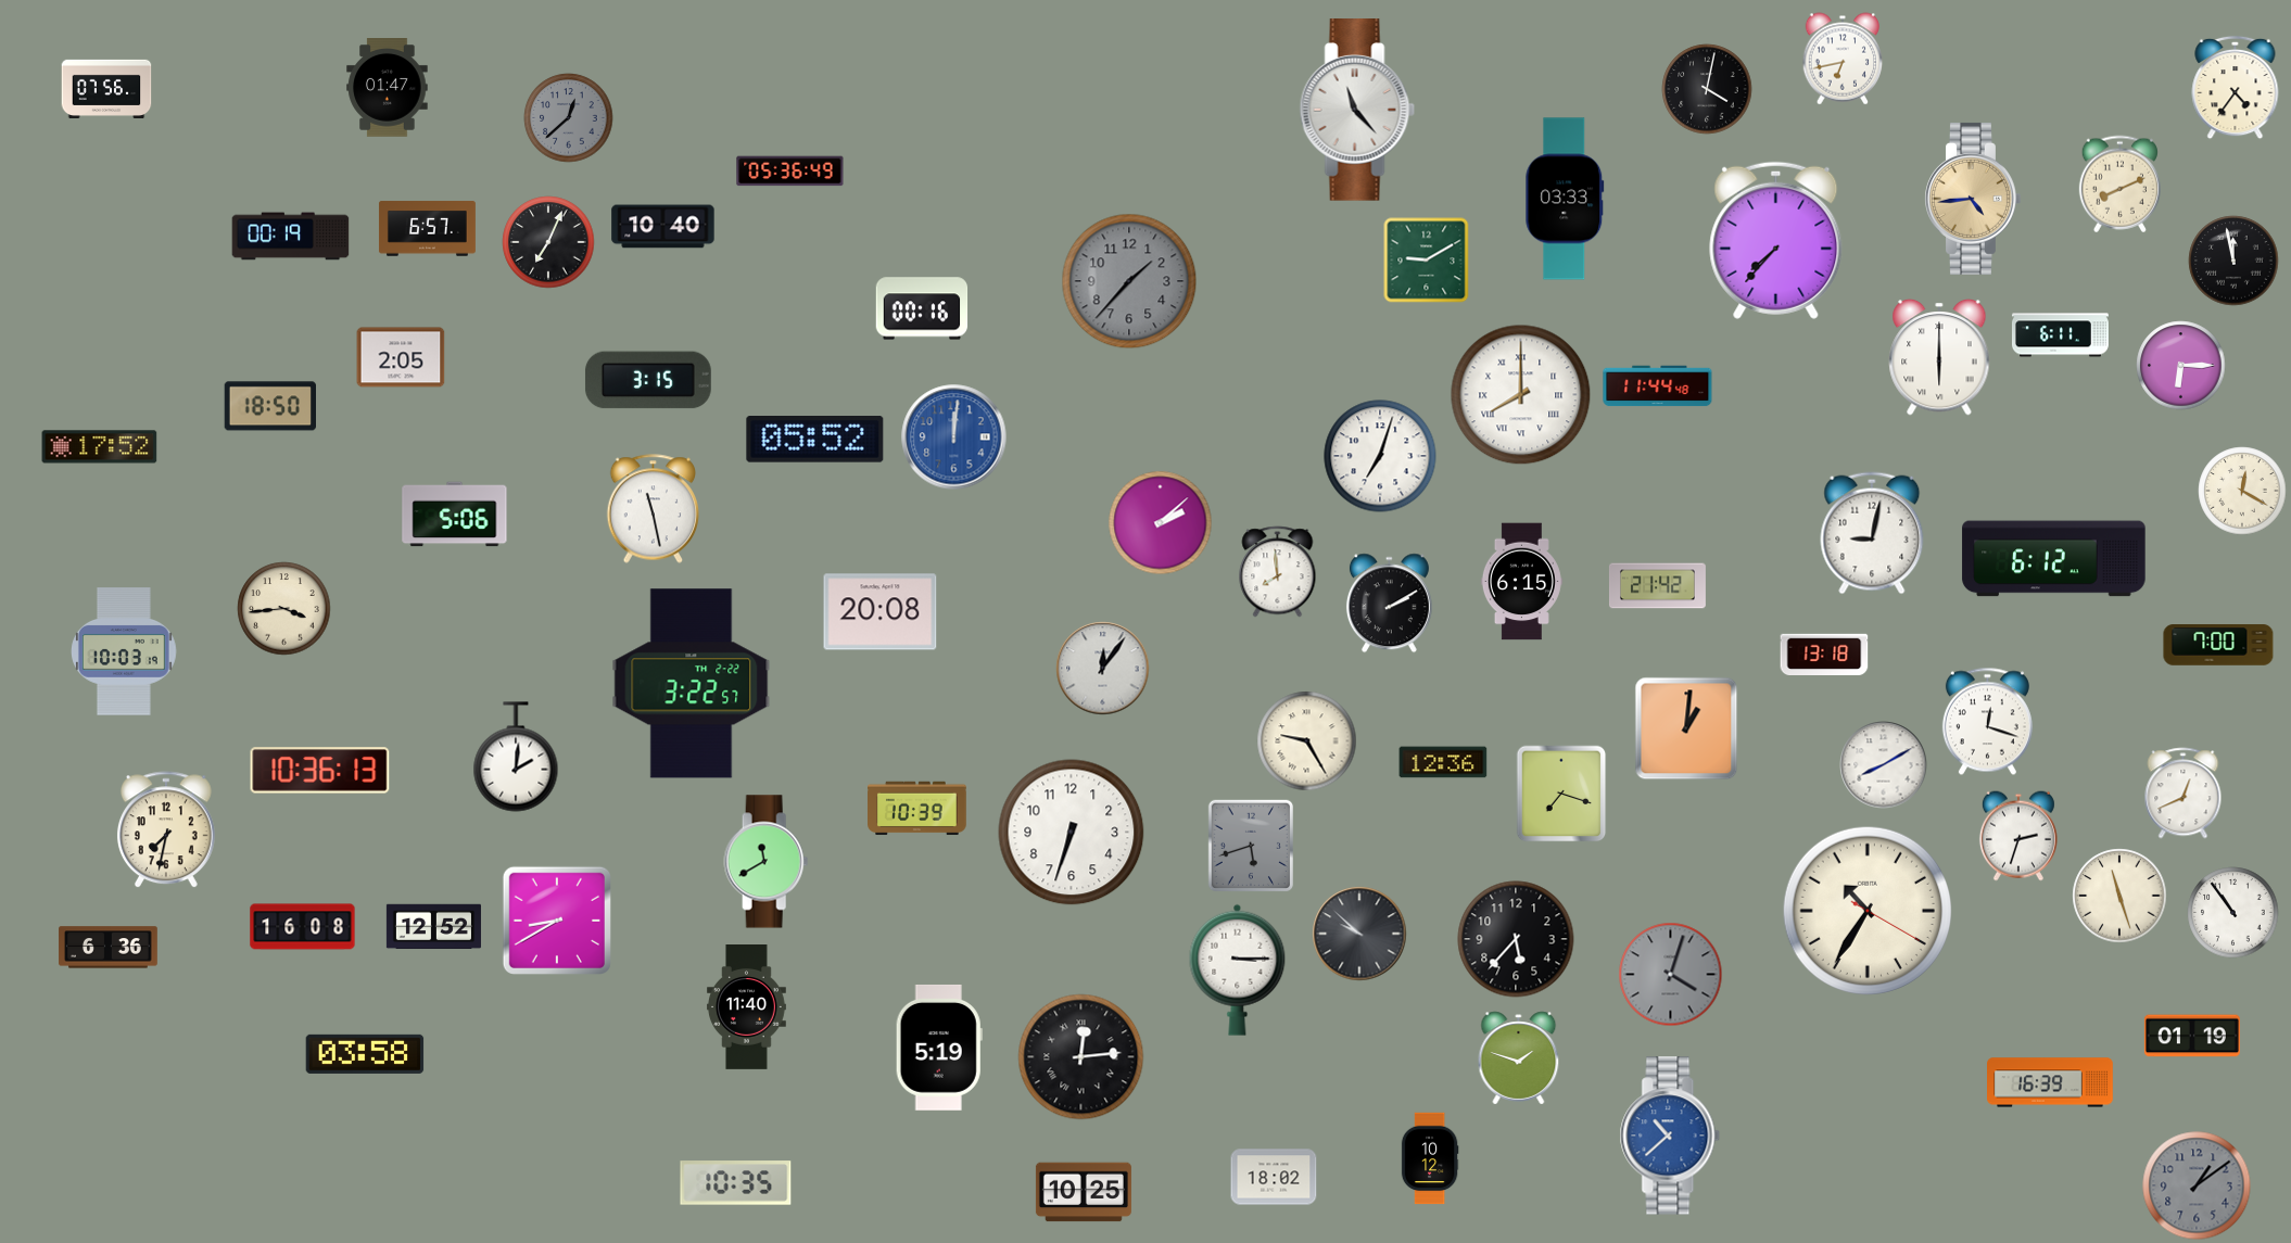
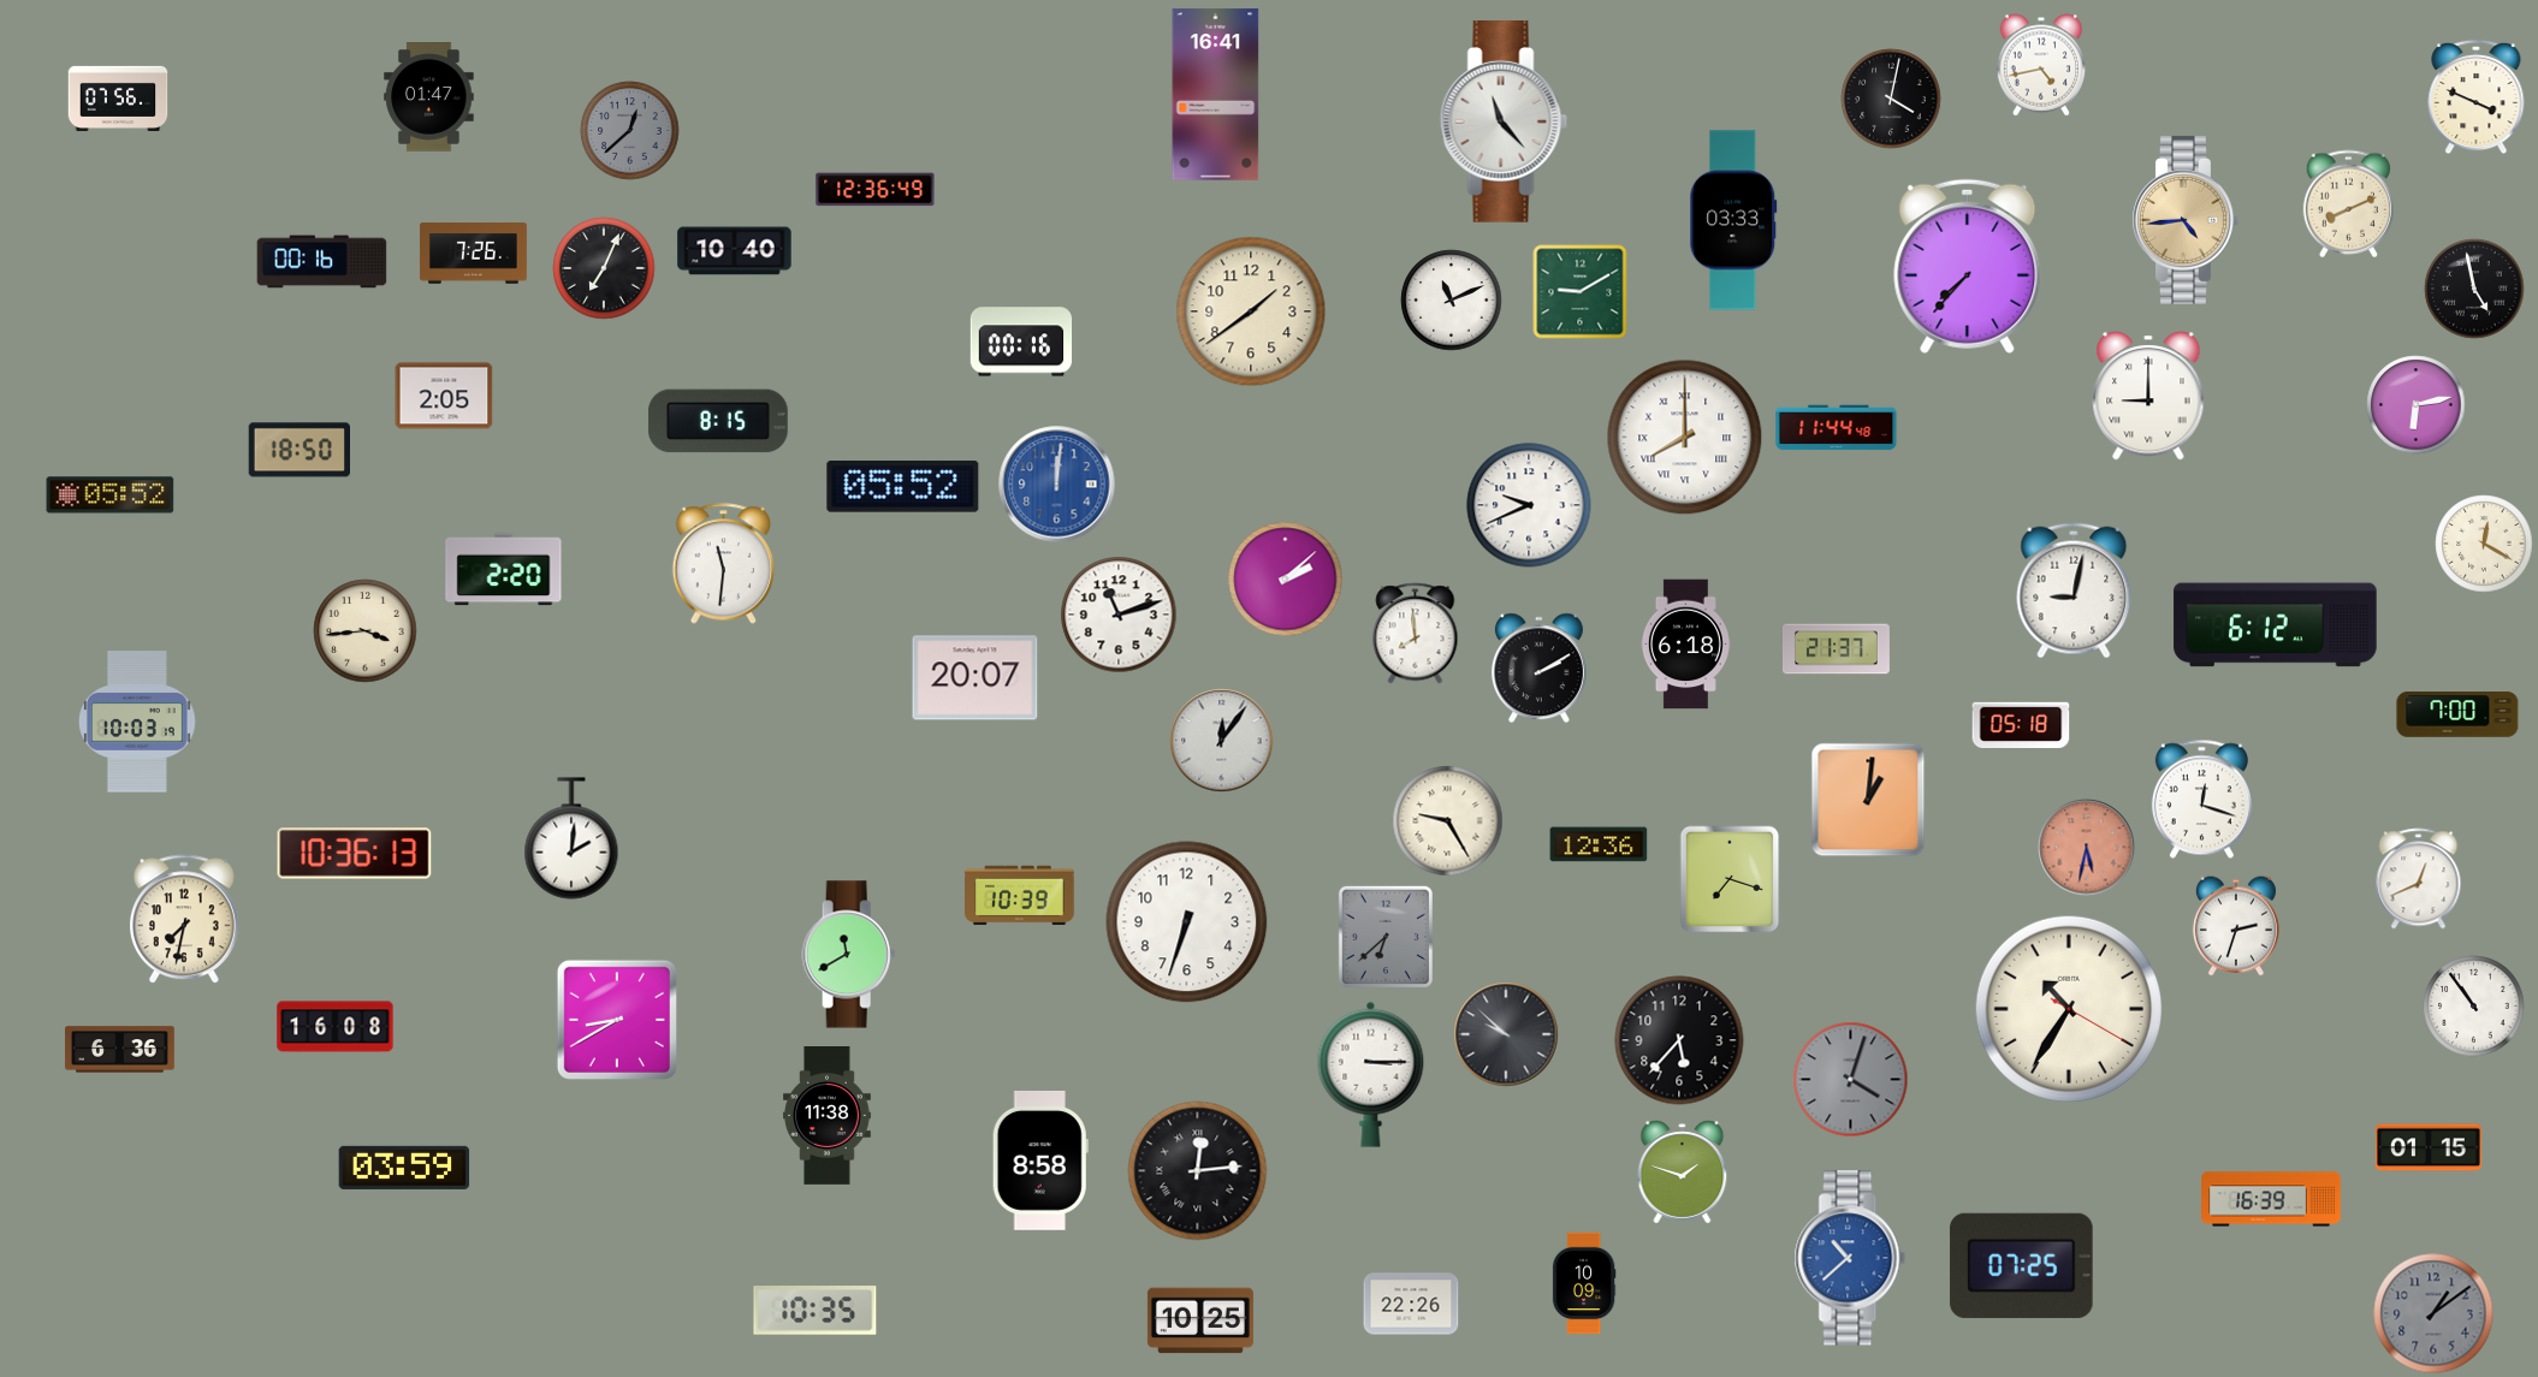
clock at (1843, 59): 6:43 -> 4:43
clock at (1216, 95): none -> 16:41
clock at (2236, 88): 4:36 -> 3:49
clock at (790, 172): 05:36 -> 12:36
clock at (427, 229): 6:57 -> 7:26
clock at (291, 237): 00:19 -> 00:16
clock at (548, 242) position: (548, 242) -> (604, 268)
clock at (1427, 261) position: (1427, 261) -> (1581, 292)
clock at (2233, 261): 11:58 -> 4:58
clock at (1452, 301): none -> 11:11
clock at (1129, 281): 1:37 -> 1:39
clock at (1129, 281) dial: grey -> cream
clock at (2060, 335): 6:11 -> none
clock at (1939, 357): 6:00 -> 9:00
clock at (2181, 366): 6:15 -> 6:13
clock at (648, 380): 3:15 -> 8:15
clock at (100, 447): 17:52 -> 05:52
clock at (1380, 456): 7:03 -> 9:41
clock at (654, 509): 11:28 -> 11:31
clock at (455, 515): 5:06 -> 2:20
clock at (1119, 615): none -> 11:12
clock at (2054, 559) position: (2054, 559) -> (2276, 625)
clock at (1521, 582): 6:15 -> 6:18
clock at (1657, 586): 21:42 -> 21:37
clock at (284, 609) position: (284, 609) -> (366, 631)
clock at (881, 612): 20:08 -> 20:07
clock at (1824, 654): 13:18 -> 05:18
clock at (692, 684): 3:22 -> none
clock at (1686, 728) position: (1686, 728) -> (1868, 800)
clock at (1884, 765): 8:10 -> 5:32
clock at (1884, 765) dial: white -> salmon
clock at (917, 809) position: (917, 809) -> (1020, 896)
clock at (1250, 845): 5:42 -> 6:38
clock at (2119, 896): 11:27 -> none
clock at (2233, 913) position: (2233, 913) -> (2474, 1007)
clock at (433, 927): 12:52 -> none
clock at (747, 1007): 11:40 -> 11:38
clock at (2192, 1036): 01:19 -> 01:15
clock at (939, 1048): 5:19 -> 8:58
clock at (365, 1054): 03:58 -> 03:59
clock at (2022, 1265): none -> 07:25
clock at (1430, 1158): 10:12 -> 10:09
clock at (1274, 1177): 18:02 -> 22:26
